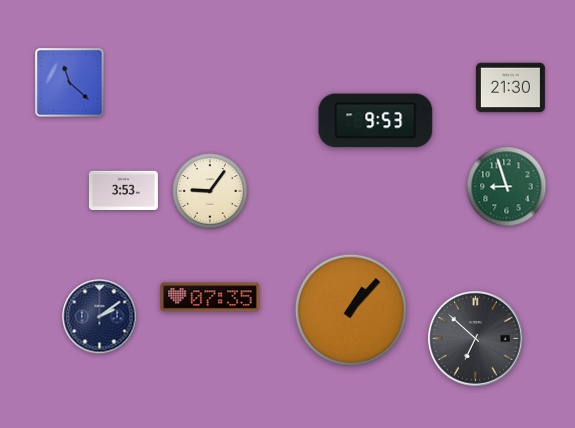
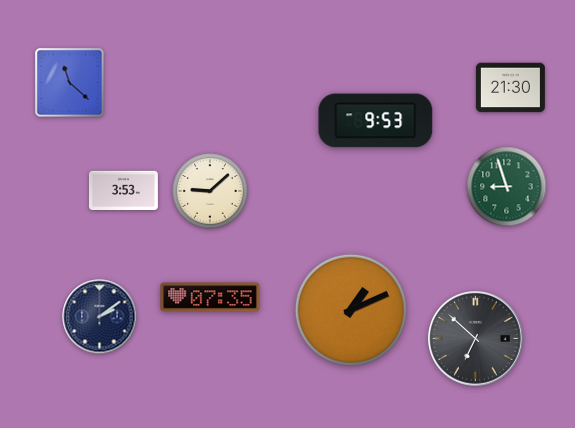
clock at (210, 191): 9:06 -> 9:08
clock at (351, 310): 1:07 -> 1:11
